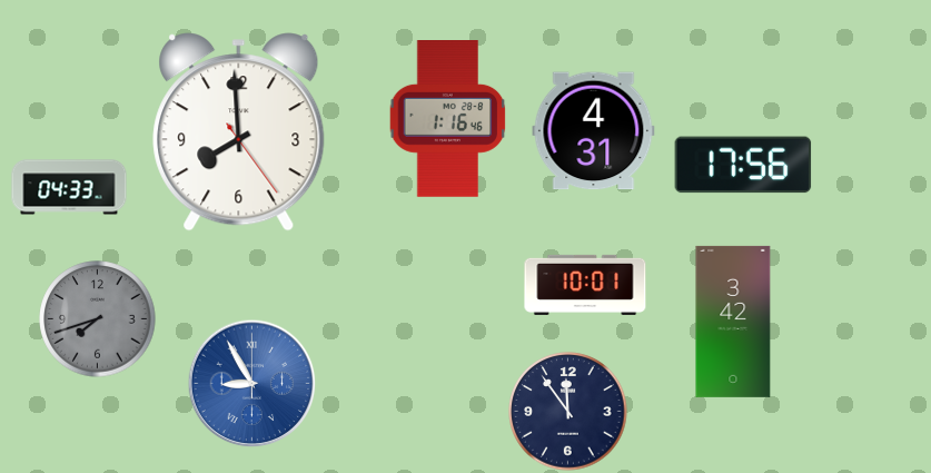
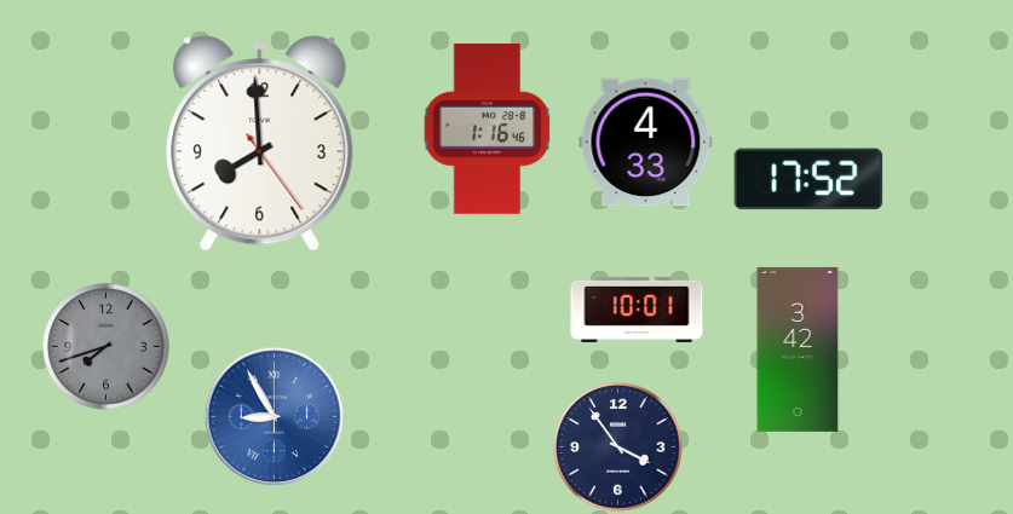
clock at (594, 131): 4:31 -> 4:33
clock at (743, 165): 17:56 -> 17:52
clock at (69, 187): 04:33 -> none
clock at (568, 412): 11:54 -> 3:54
